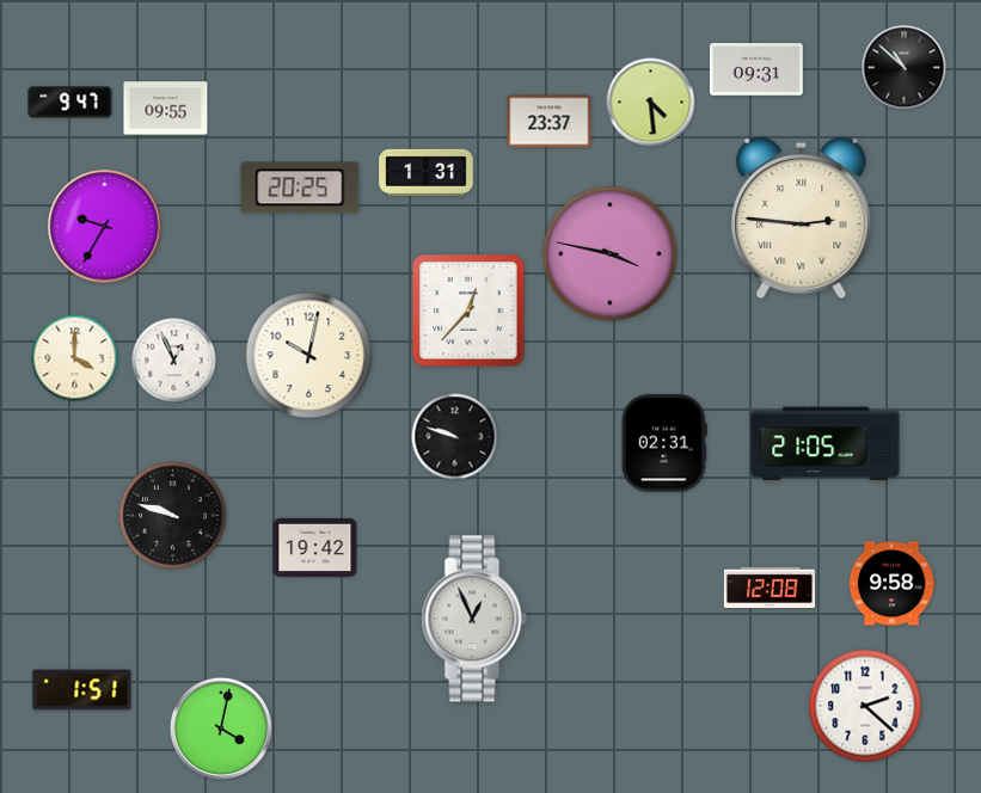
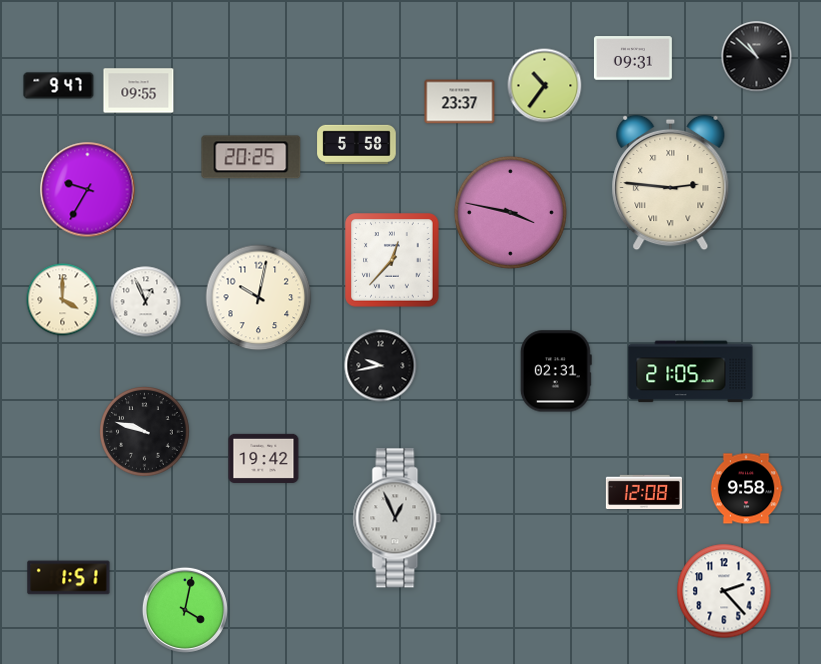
clock at (651, 103): 4:29 -> 10:36
clock at (427, 172): 1:31 -> 5:58
clock at (455, 437): 9:48 -> 9:43
clock at (865, 706): 2:22 -> 2:23
